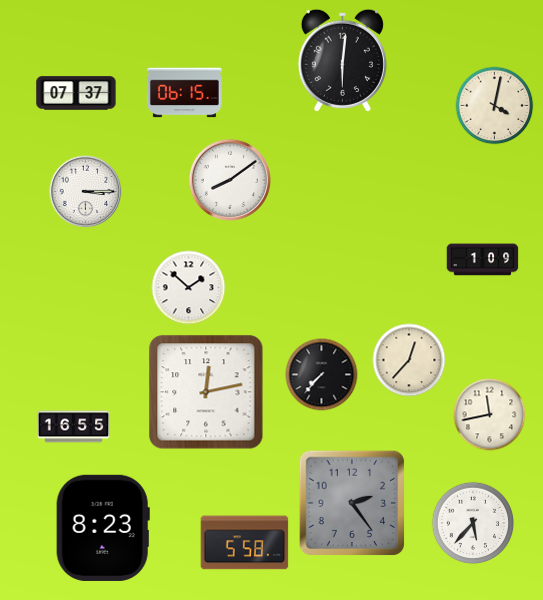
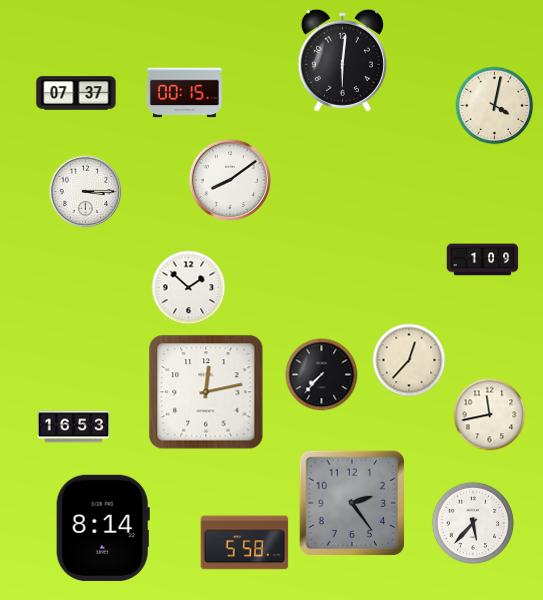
clock at (184, 93): 06:15 -> 00:15
clock at (74, 427): 16:55 -> 16:53
clock at (103, 528): 8:23 -> 8:14
